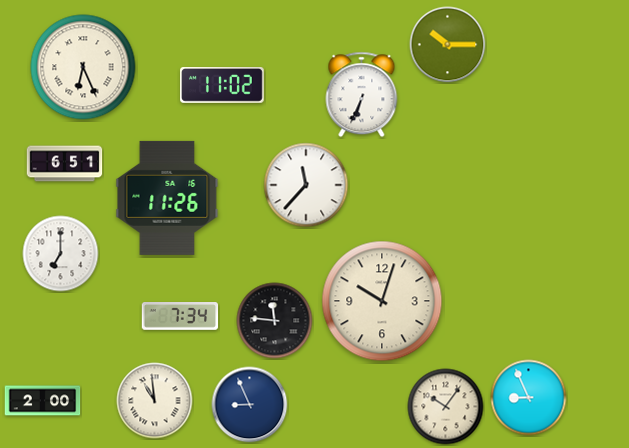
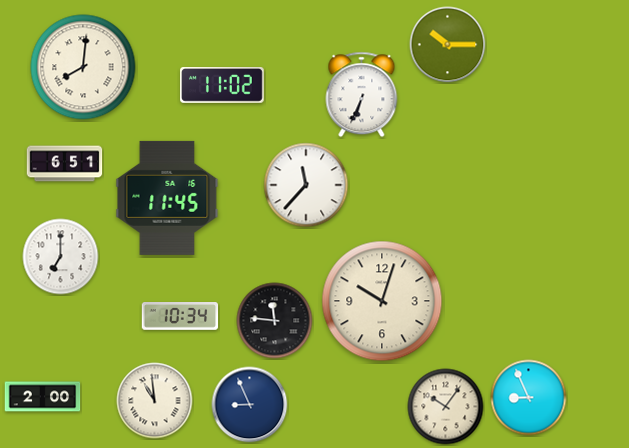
clock at (83, 67): 6:26 -> 8:01
clock at (167, 198): 11:26 -> 11:45
clock at (61, 254) position: (61, 254) -> (61, 257)
clock at (180, 317): 7:34 -> 10:34
clock at (43, 401) position: (43, 401) -> (43, 397)
